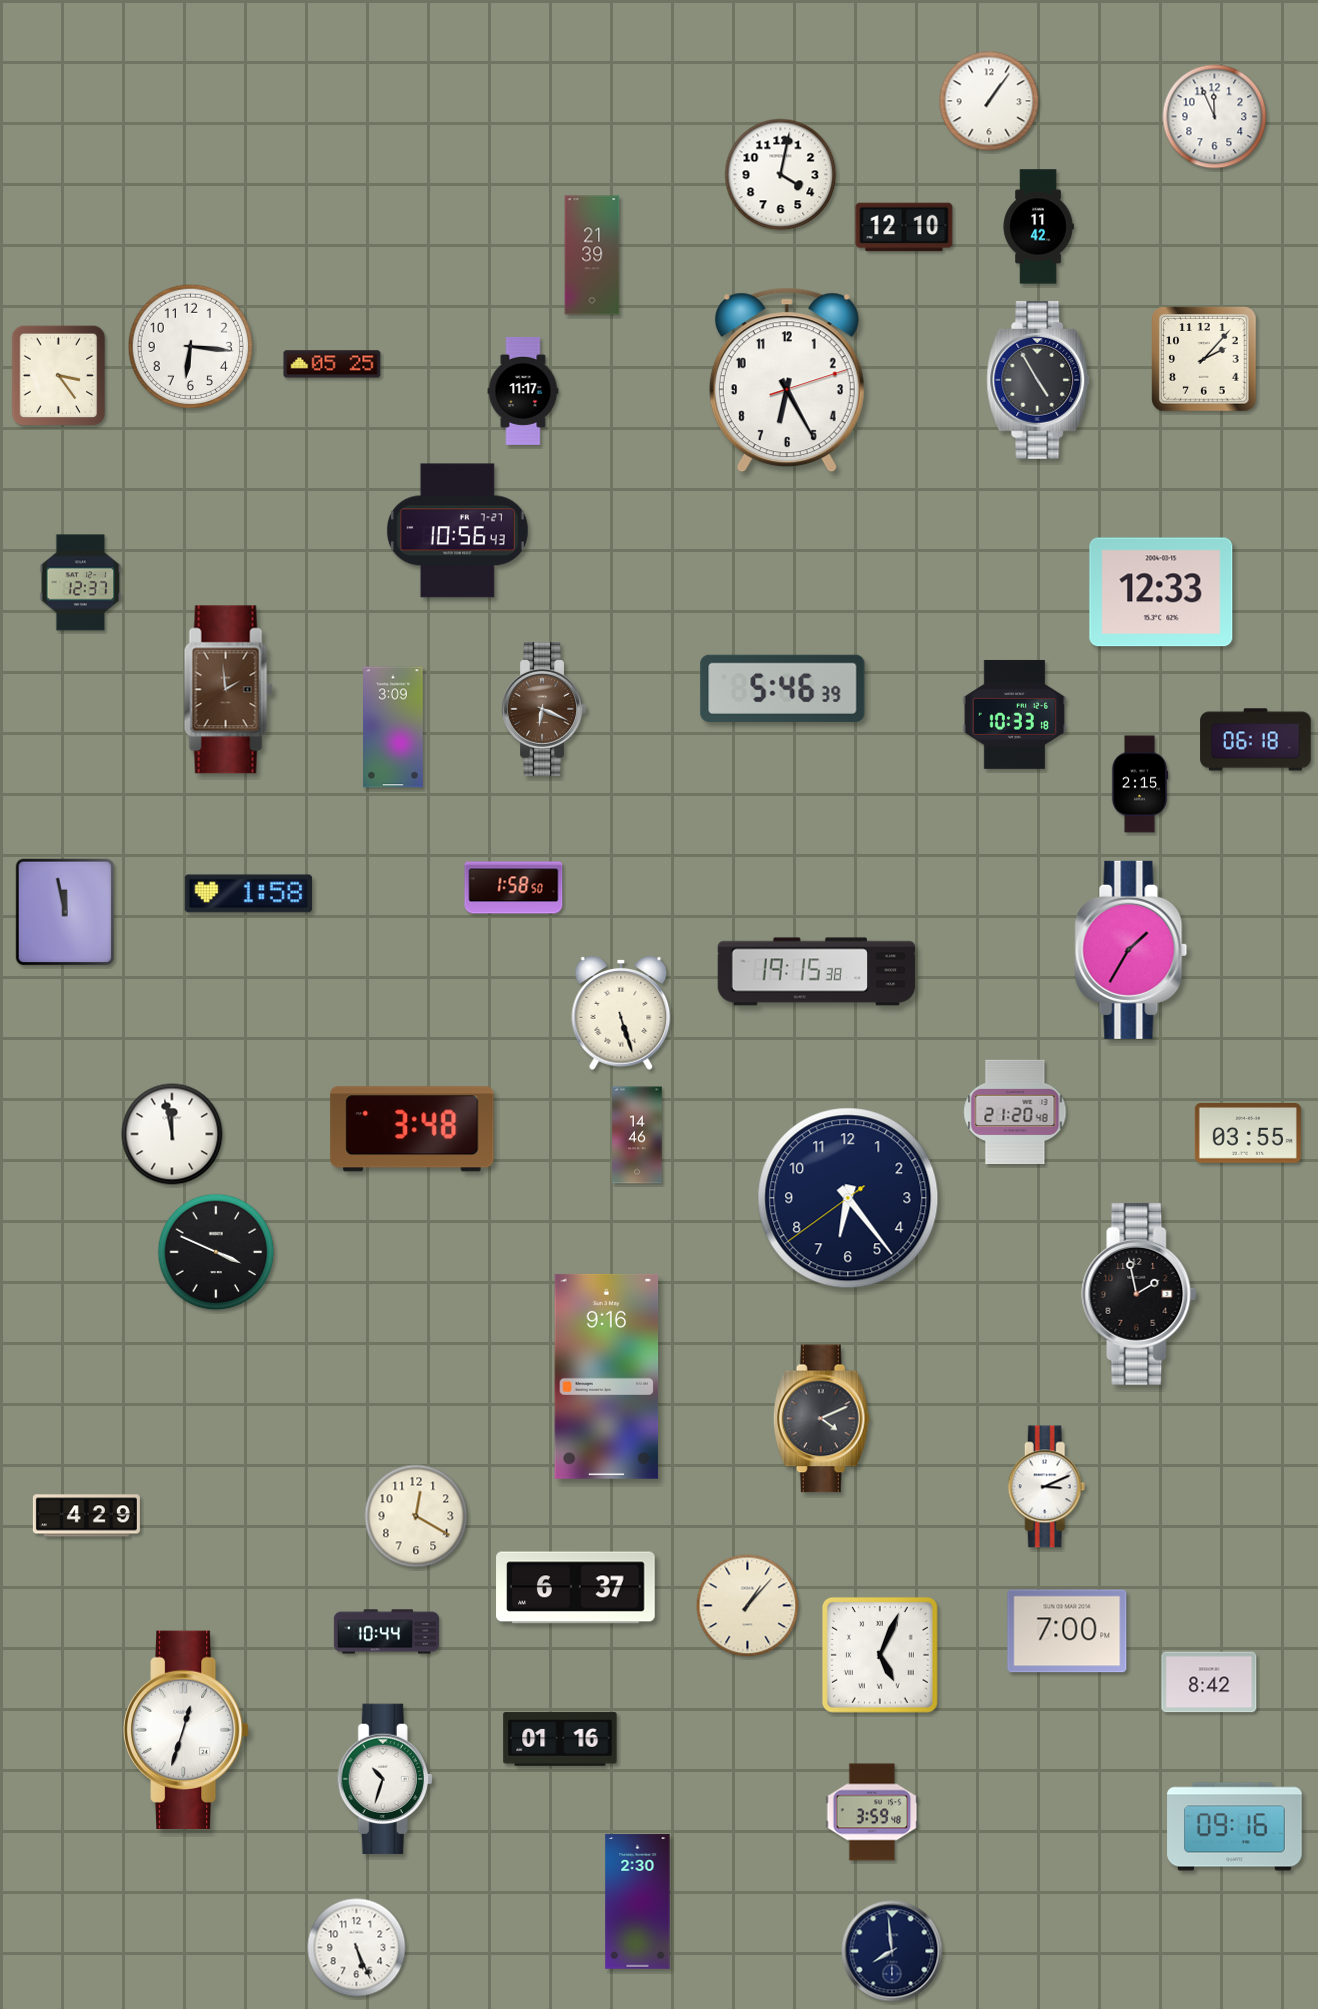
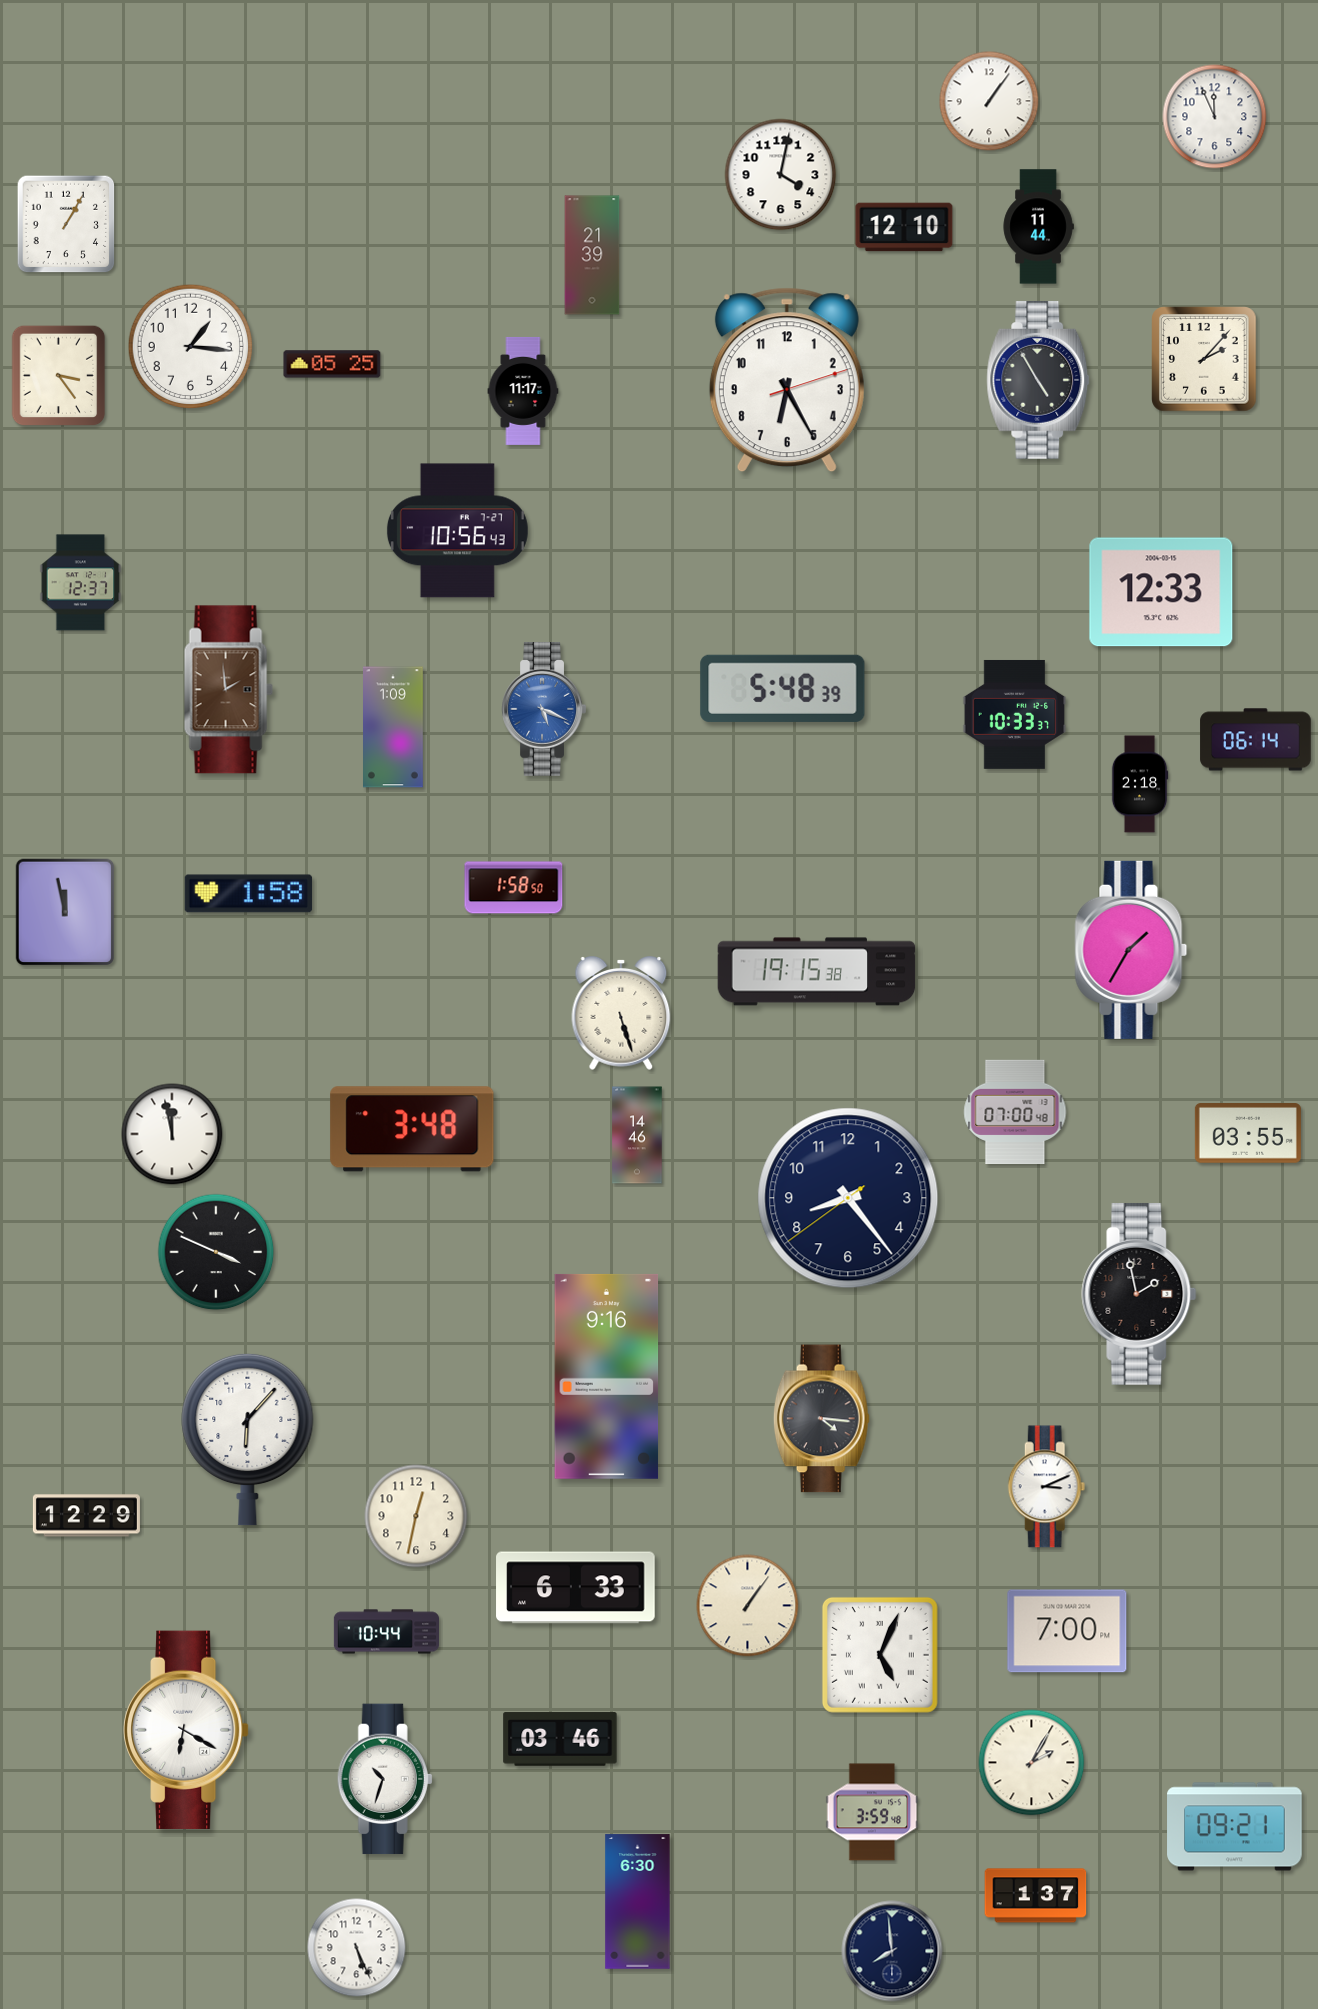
clock at (66, 224): none -> 1:05
clock at (1038, 227): 11:42 -> 11:44
clock at (191, 347): 6:16 -> 1:16
clock at (783, 688): 5:46 -> 5:48
clock at (544, 710): 6:19 -> 5:19
clock at (544, 710) dial: brown -> blue
clock at (1015, 714): 10:33:18 -> 10:33:37
clock at (394, 727): 3:09 -> 1:09
clock at (1256, 740): 06:18 -> 06:14
clock at (1140, 784): 2:15 -> 2:18
clock at (1015, 1112): 21:20 -> 07:00
clock at (848, 1198): 6:23 -> 8:23
clock at (821, 1419): 4:11 -> 4:16
clock at (248, 1439): none -> 6:07
clock at (86, 1516): 4:29 -> 12:29
clock at (416, 1516): 12:20 -> 12:32
clock at (576, 1588): 6:37 -> 6:33
clock at (748, 1606): 1:07 -> 1:06
clock at (1209, 1682): 8:42 -> none
clock at (187, 1730): 12:33 -> 6:20
clock at (560, 1739): 01:16 -> 03:46
clock at (1032, 1763): none -> 2:05
clock at (1235, 1827): 09:16 -> 09:21
clock at (1036, 1896): none -> 1:37
clock at (638, 1902): 2:30 -> 6:30
